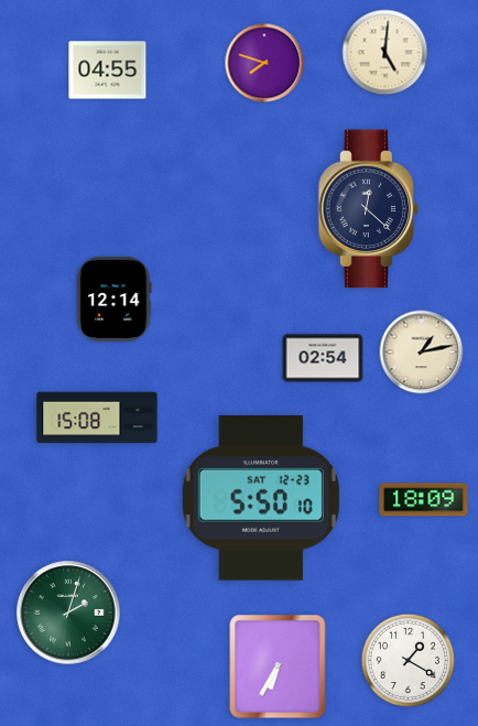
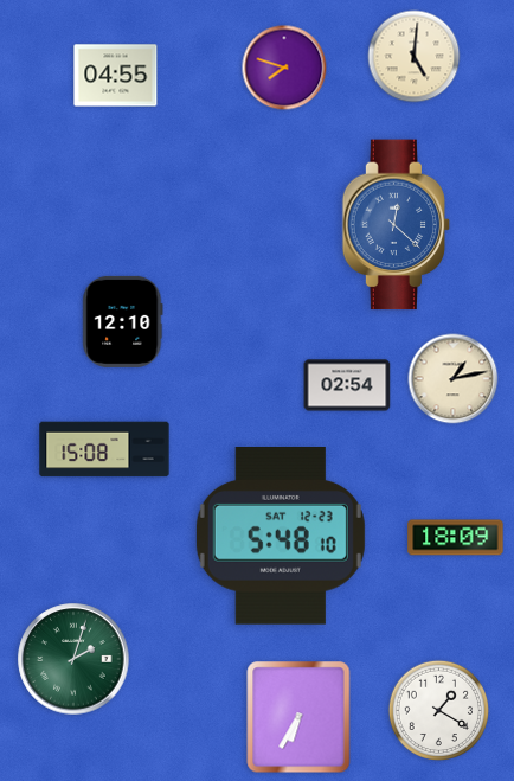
clock at (369, 209) dial: navy -> blue
clock at (115, 299): 12:14 -> 12:10
clock at (261, 499): 5:50 -> 5:48
